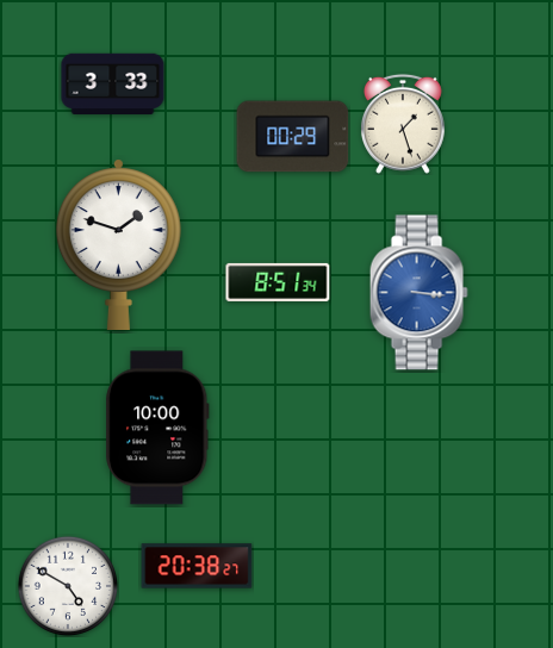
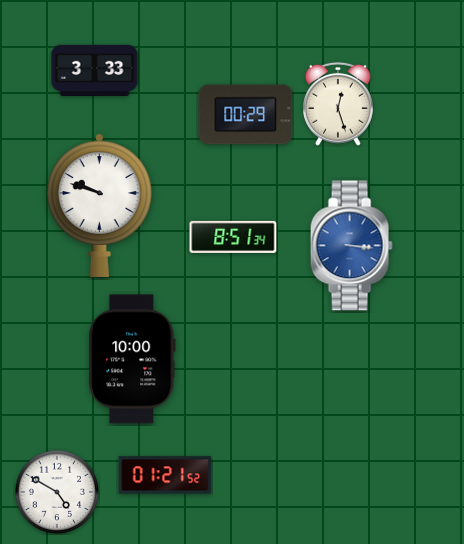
clock at (403, 124): 1:27 -> 12:27
clock at (118, 244): 1:48 -> 9:48
clock at (197, 566): 20:38 -> 01:21
